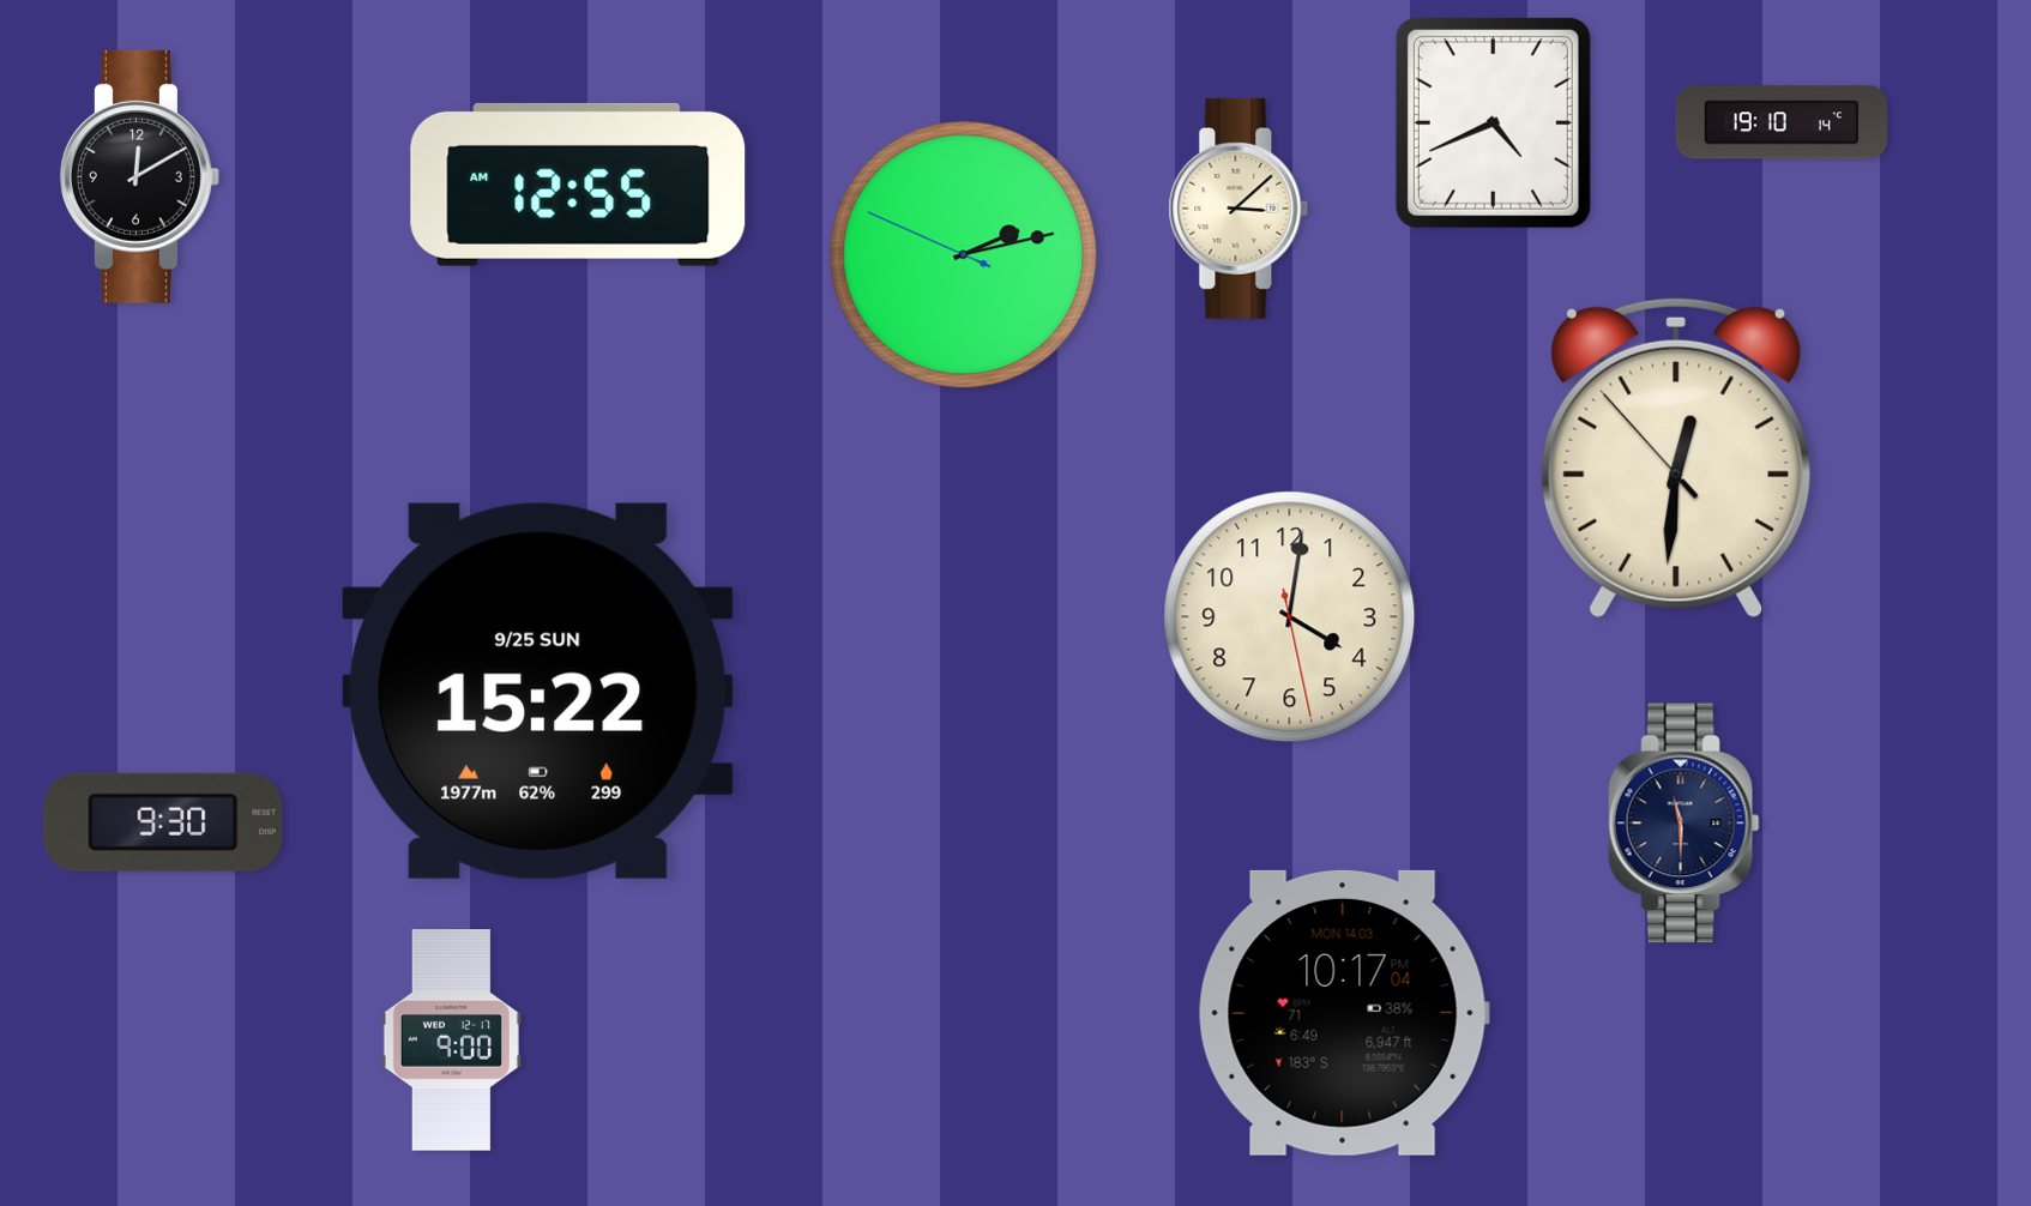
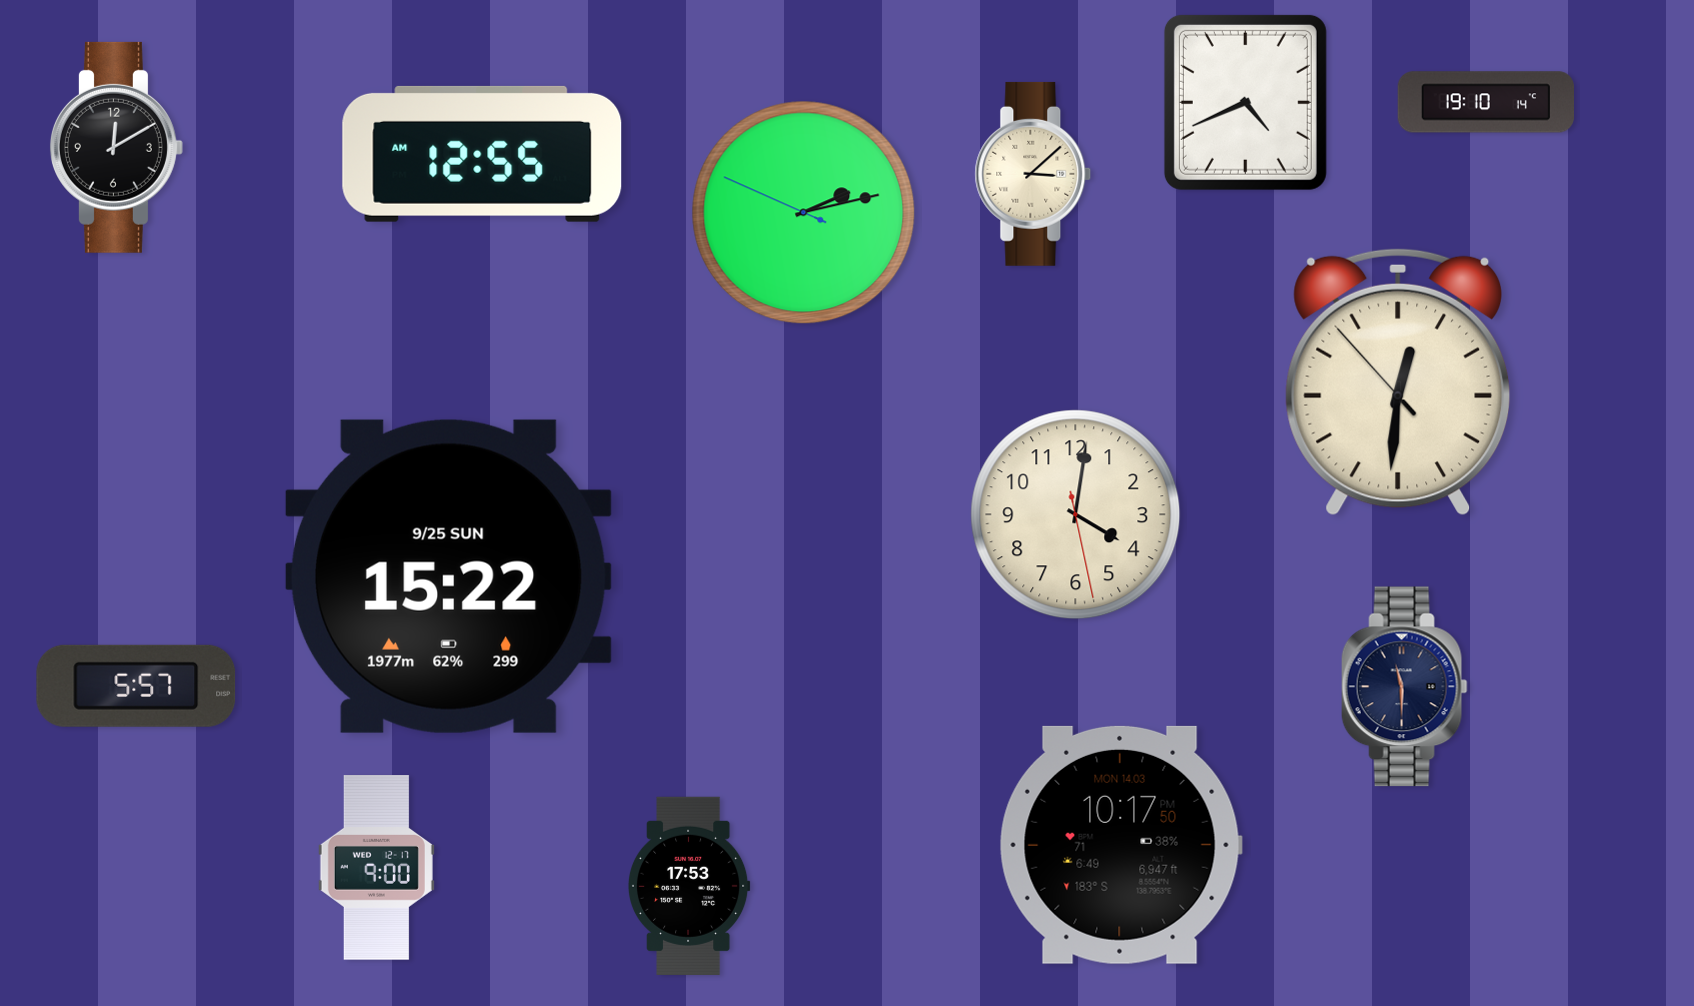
clock at (163, 822): 9:30 -> 5:57
clock at (1344, 1013): 10:17:04 PM -> 10:17:50 PM
clock at (689, 886): none -> 17:53
